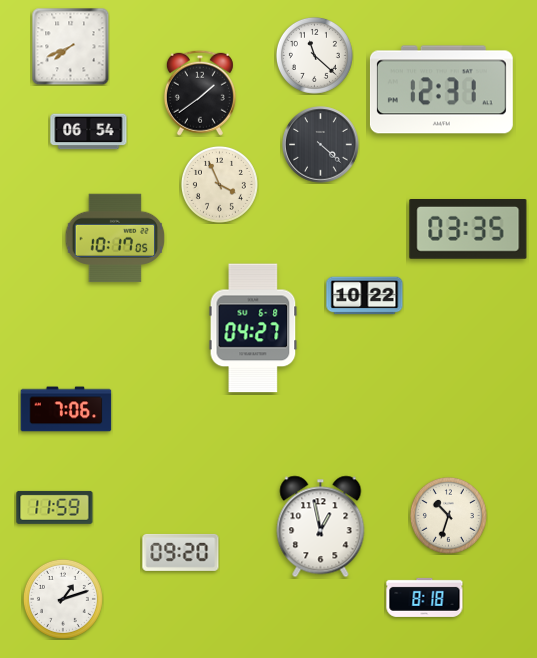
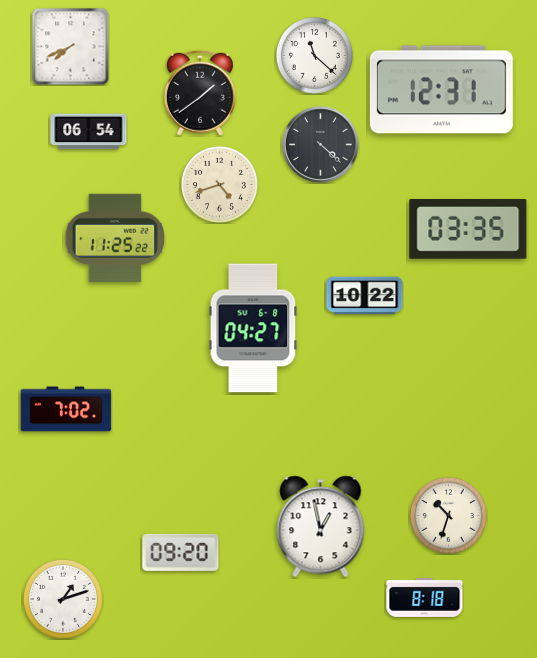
clock at (219, 184): 3:56 -> 4:42
clock at (115, 238): 10:17 -> 11:25
clock at (66, 409): 7:06 -> 7:02
clock at (55, 507): 11:59 -> none
